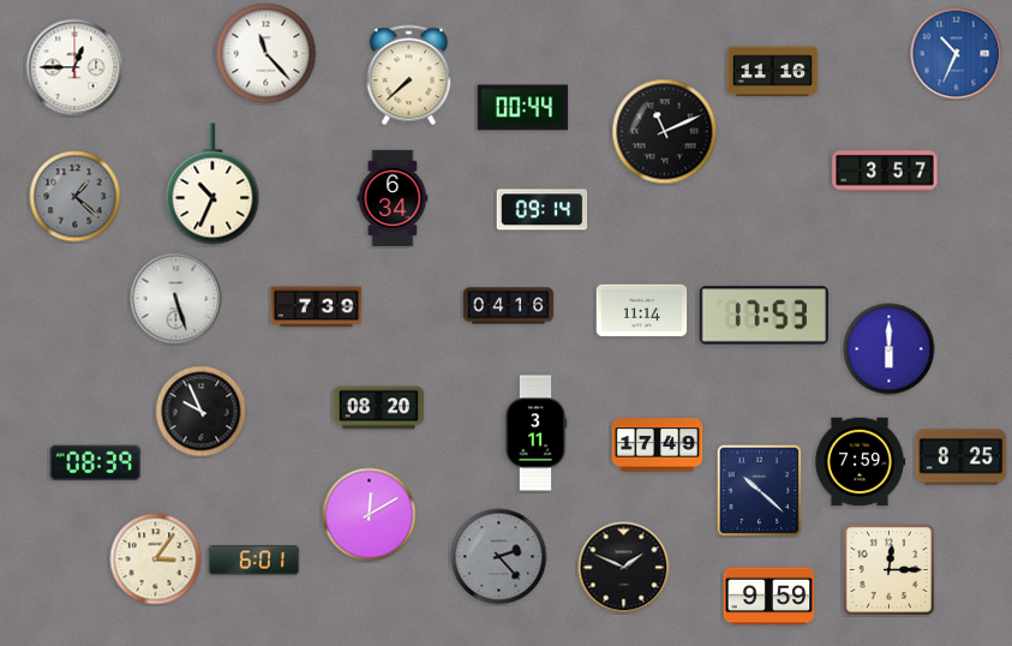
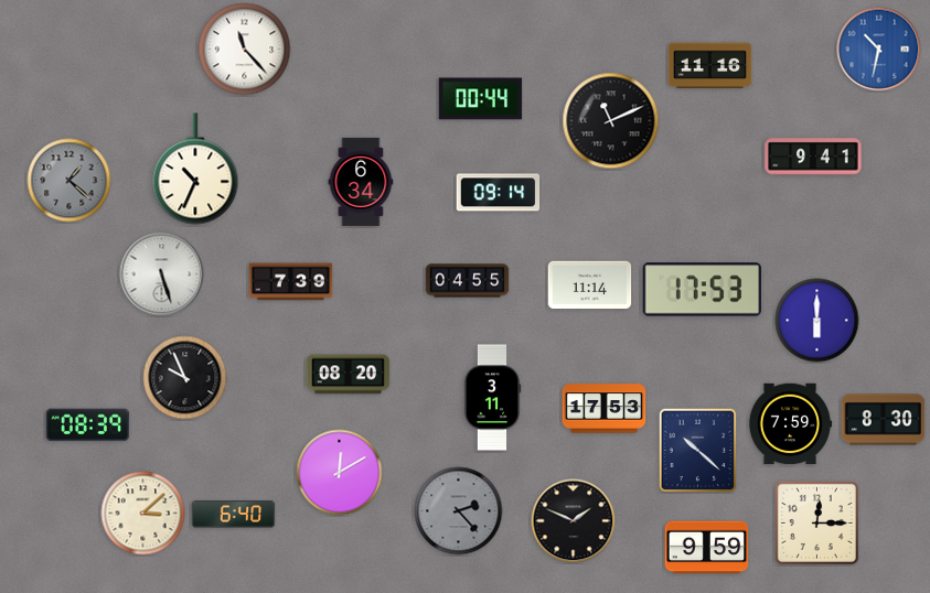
clock at (957, 54): 10:34 -> 10:32
clock at (74, 67): 12:45 -> none
clock at (409, 76): 7:38 -> none
clock at (885, 171): 3:57 -> 9:41
clock at (509, 306): 04:16 -> 04:55
clock at (658, 445): 17:49 -> 17:53
clock at (962, 457): 8:25 -> 8:30
clock at (156, 560): 3:06 -> 3:08
clock at (255, 561): 6:01 -> 6:40
